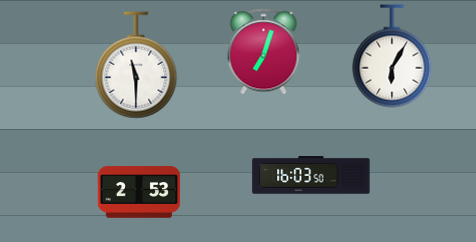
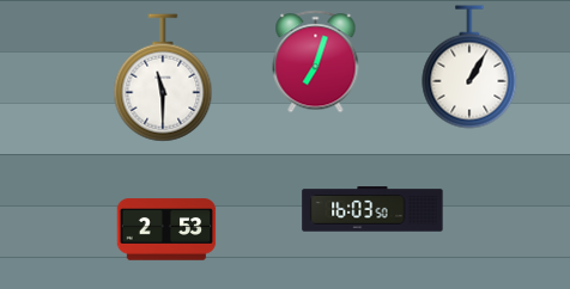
clock at (392, 56): 6:05 -> 1:05
